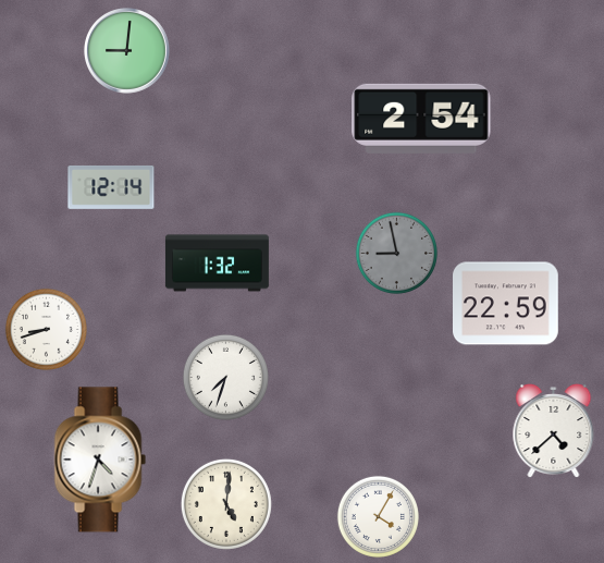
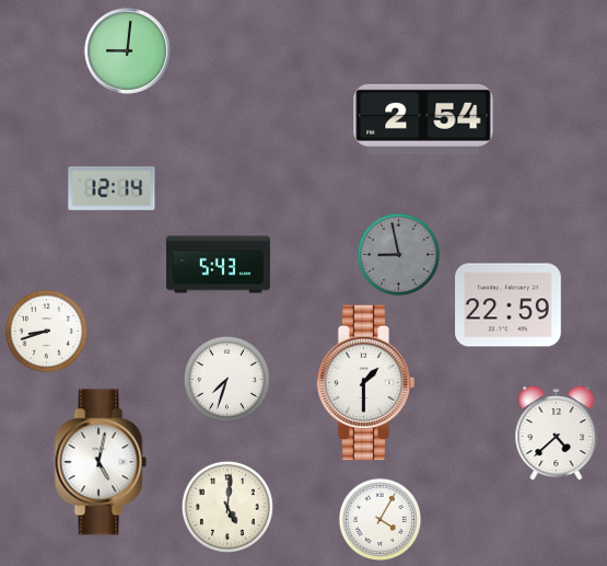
clock at (217, 264): 1:32 -> 5:43
clock at (366, 383): none -> 1:30
clock at (100, 460): 4:33 -> 5:02
